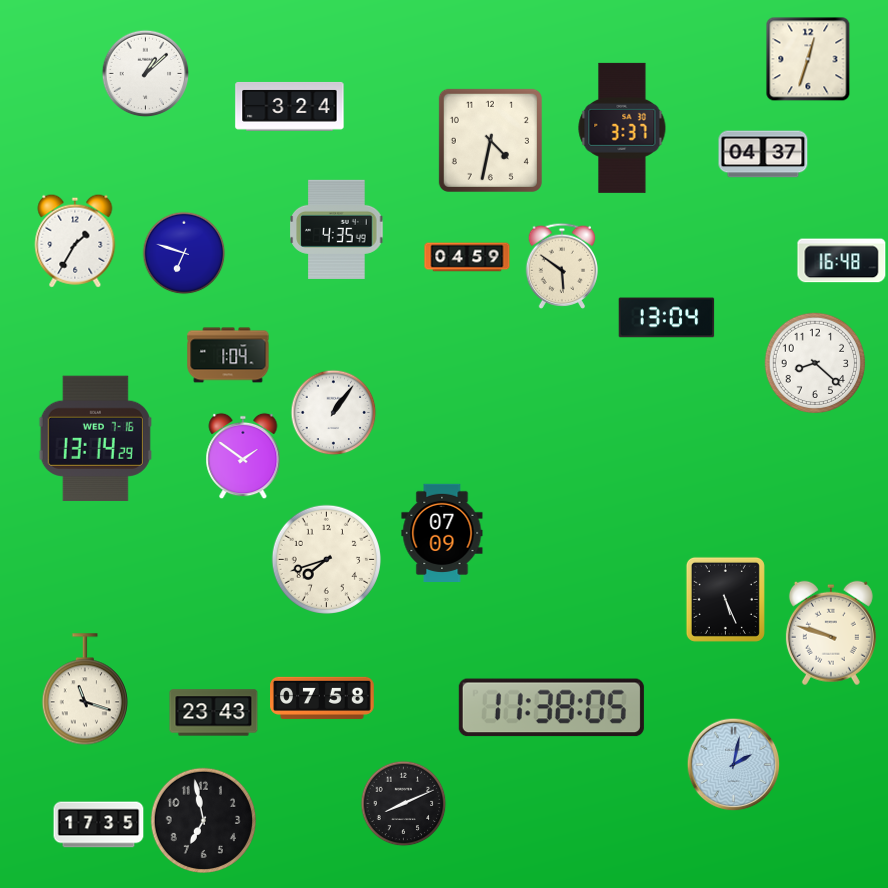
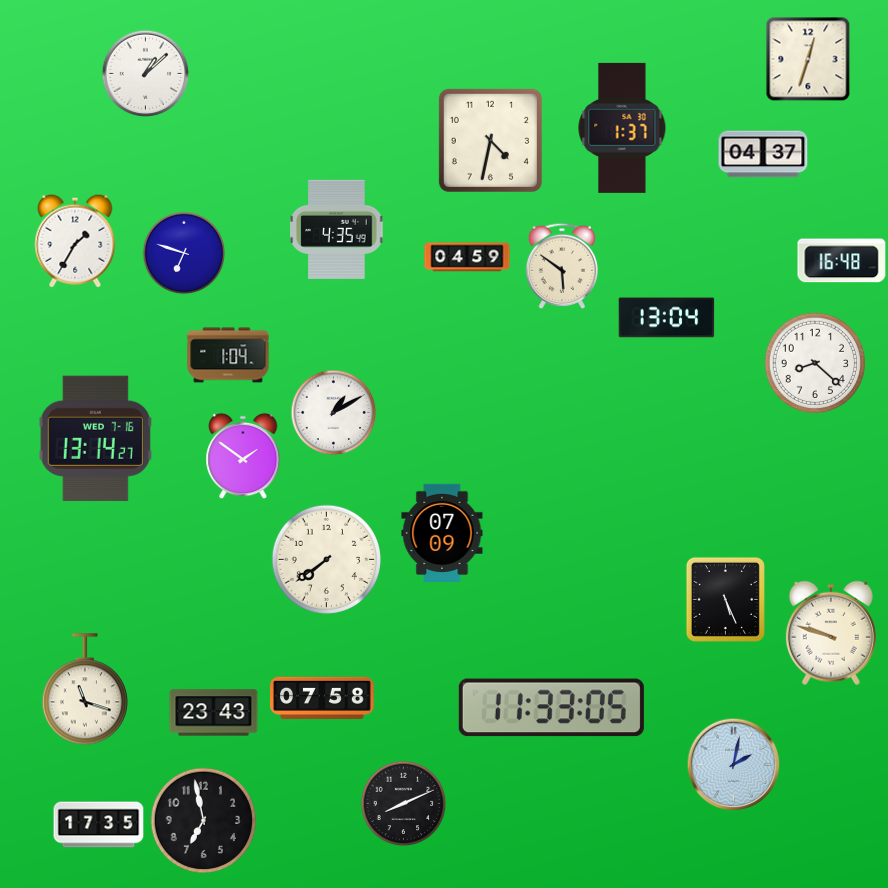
clock at (290, 106): 3:24 -> none
clock at (622, 128): 3:37 -> 1:37
clock at (334, 413): 1:06 -> 1:10
clock at (95, 438): 13:14:29 -> 13:14:27
clock at (326, 559): 7:42 -> 7:39
clock at (551, 708): 11:38 -> 11:33
